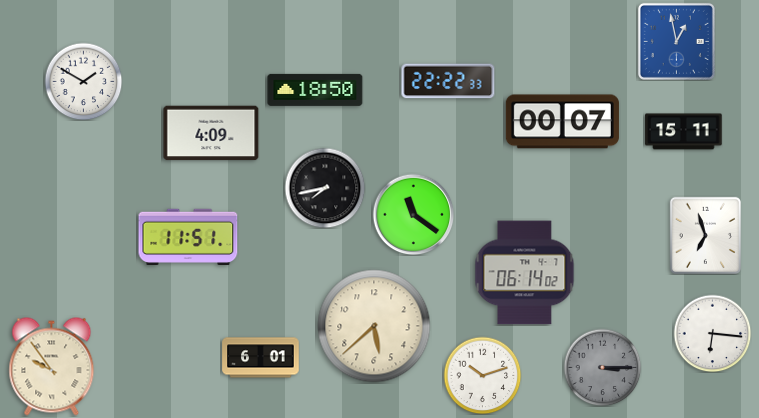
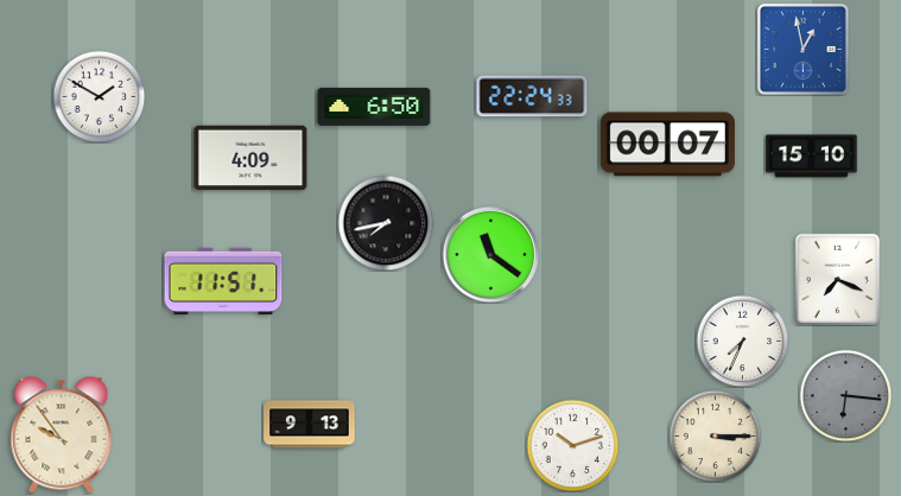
clock at (448, 81): 22:22 -> 22:24
clock at (315, 90): 18:50 -> 6:50
clock at (684, 132): 15:11 -> 15:10
clock at (705, 235): 6:57 -> 7:19
clock at (525, 273): 06:14 -> none
clock at (742, 341): none -> 7:34
clock at (374, 326): 5:38 -> none
clock at (712, 333) dial: white -> grey
clock at (261, 358): 6:01 -> 9:13
clock at (602, 367) dial: grey -> cream
